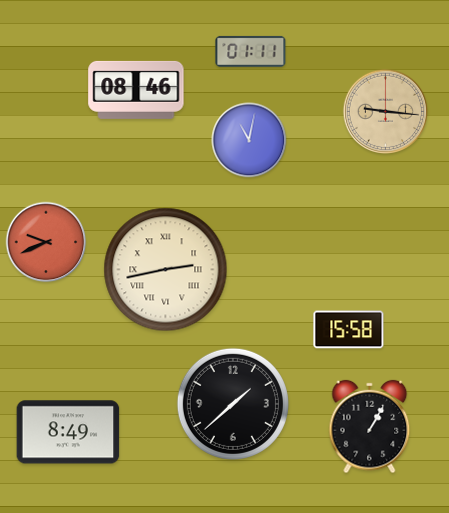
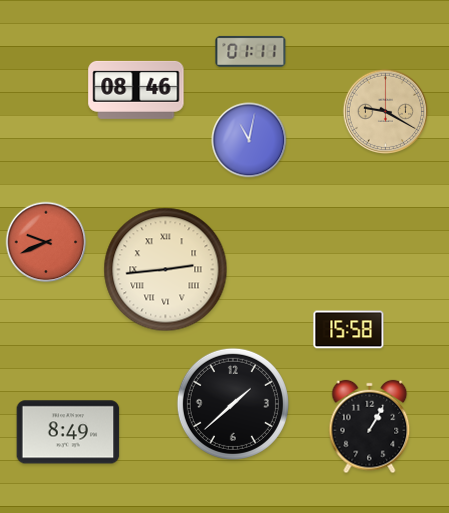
clock at (385, 111): 9:16 -> 9:20
clock at (166, 270): 2:43 -> 2:44
